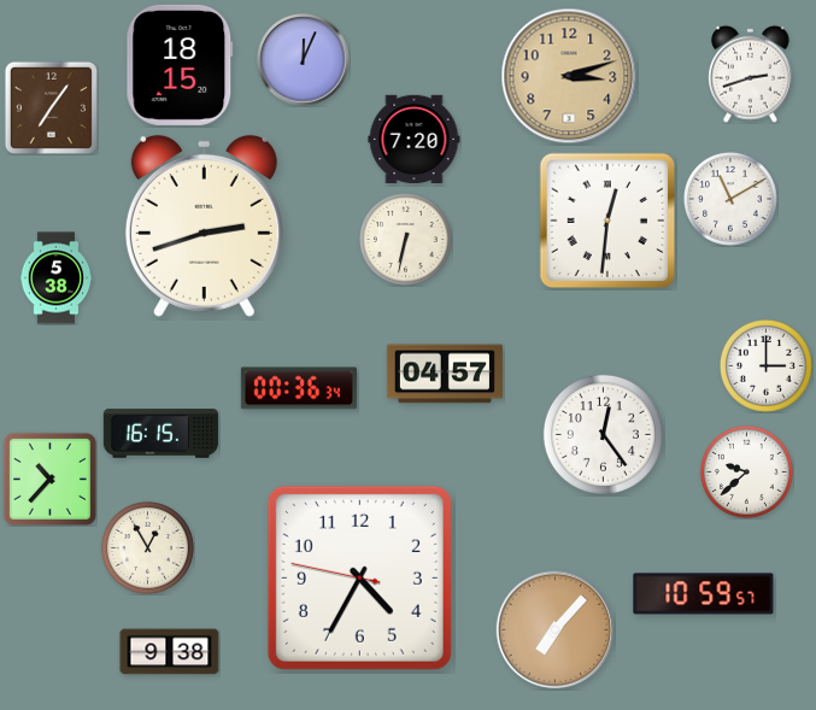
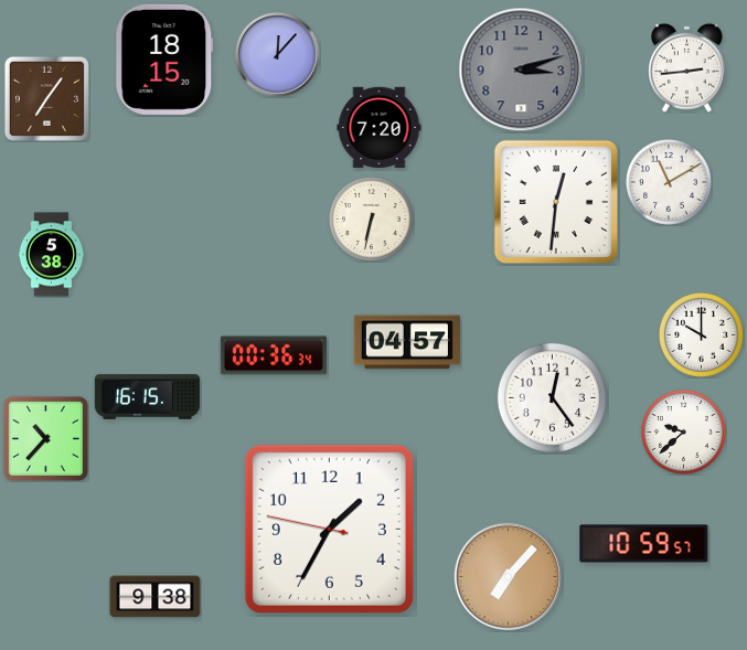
clock at (304, 60): 12:04 -> 12:07
clock at (751, 74): 2:42 -> 2:44
clock at (569, 76) dial: champagne -> grey
clock at (204, 225): 2:42 -> none
clock at (767, 366): 3:00 -> 10:00
clock at (148, 548): 12:55 -> none
clock at (359, 577): 4:34 -> 1:34
